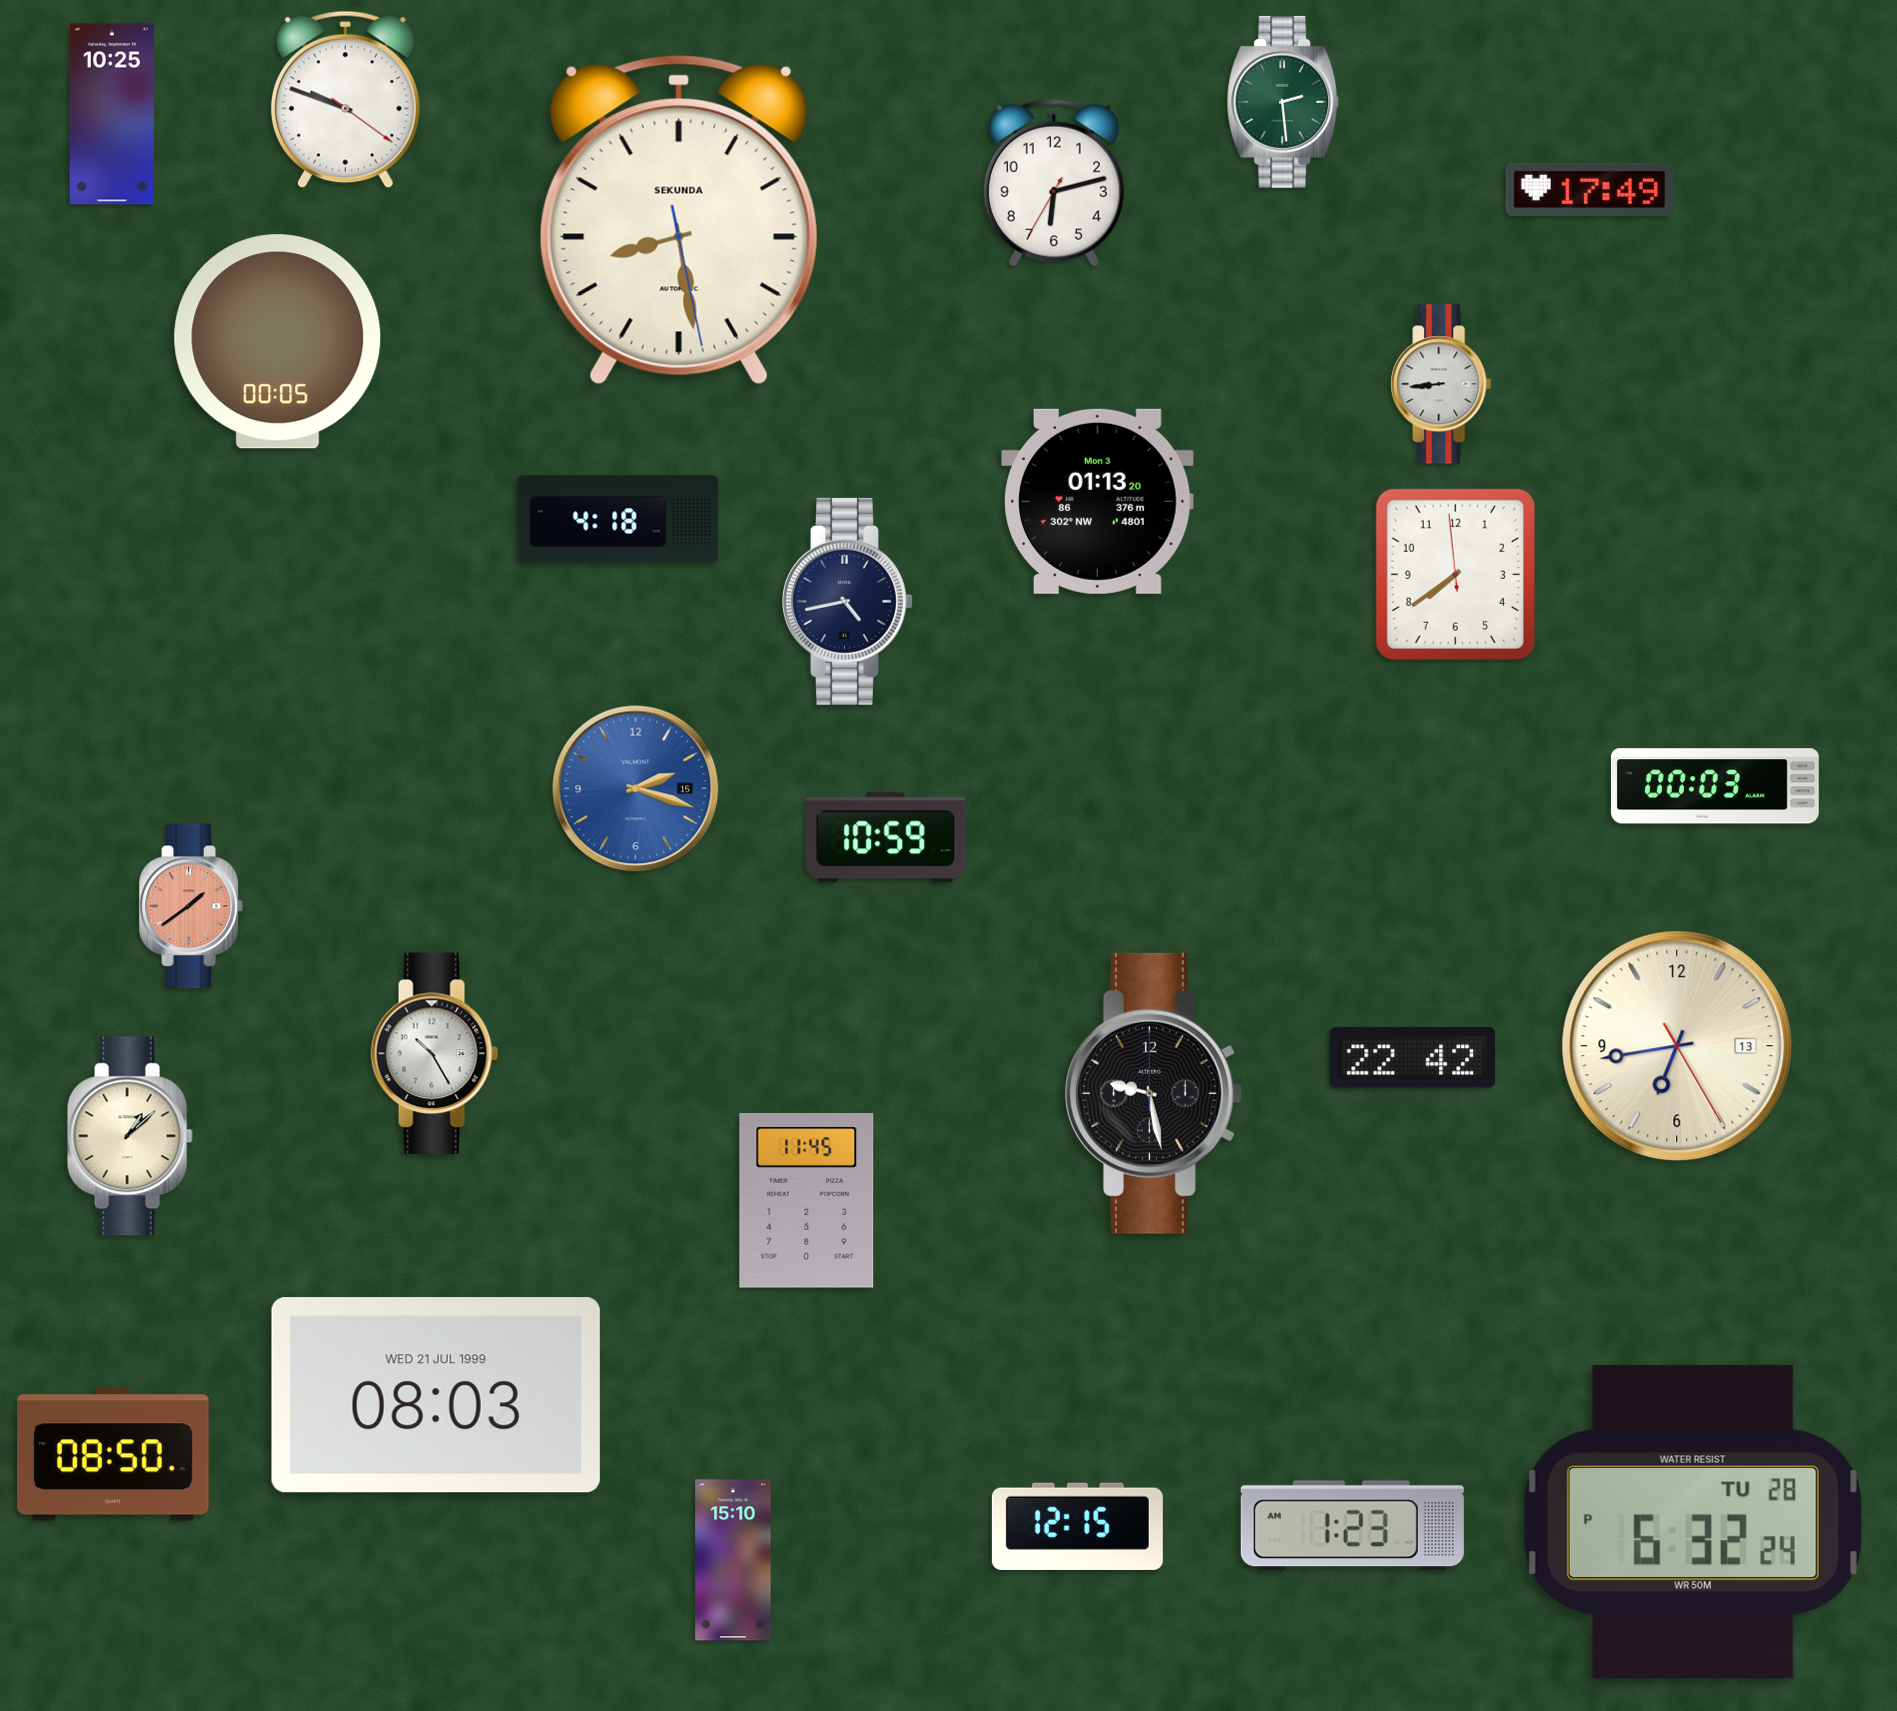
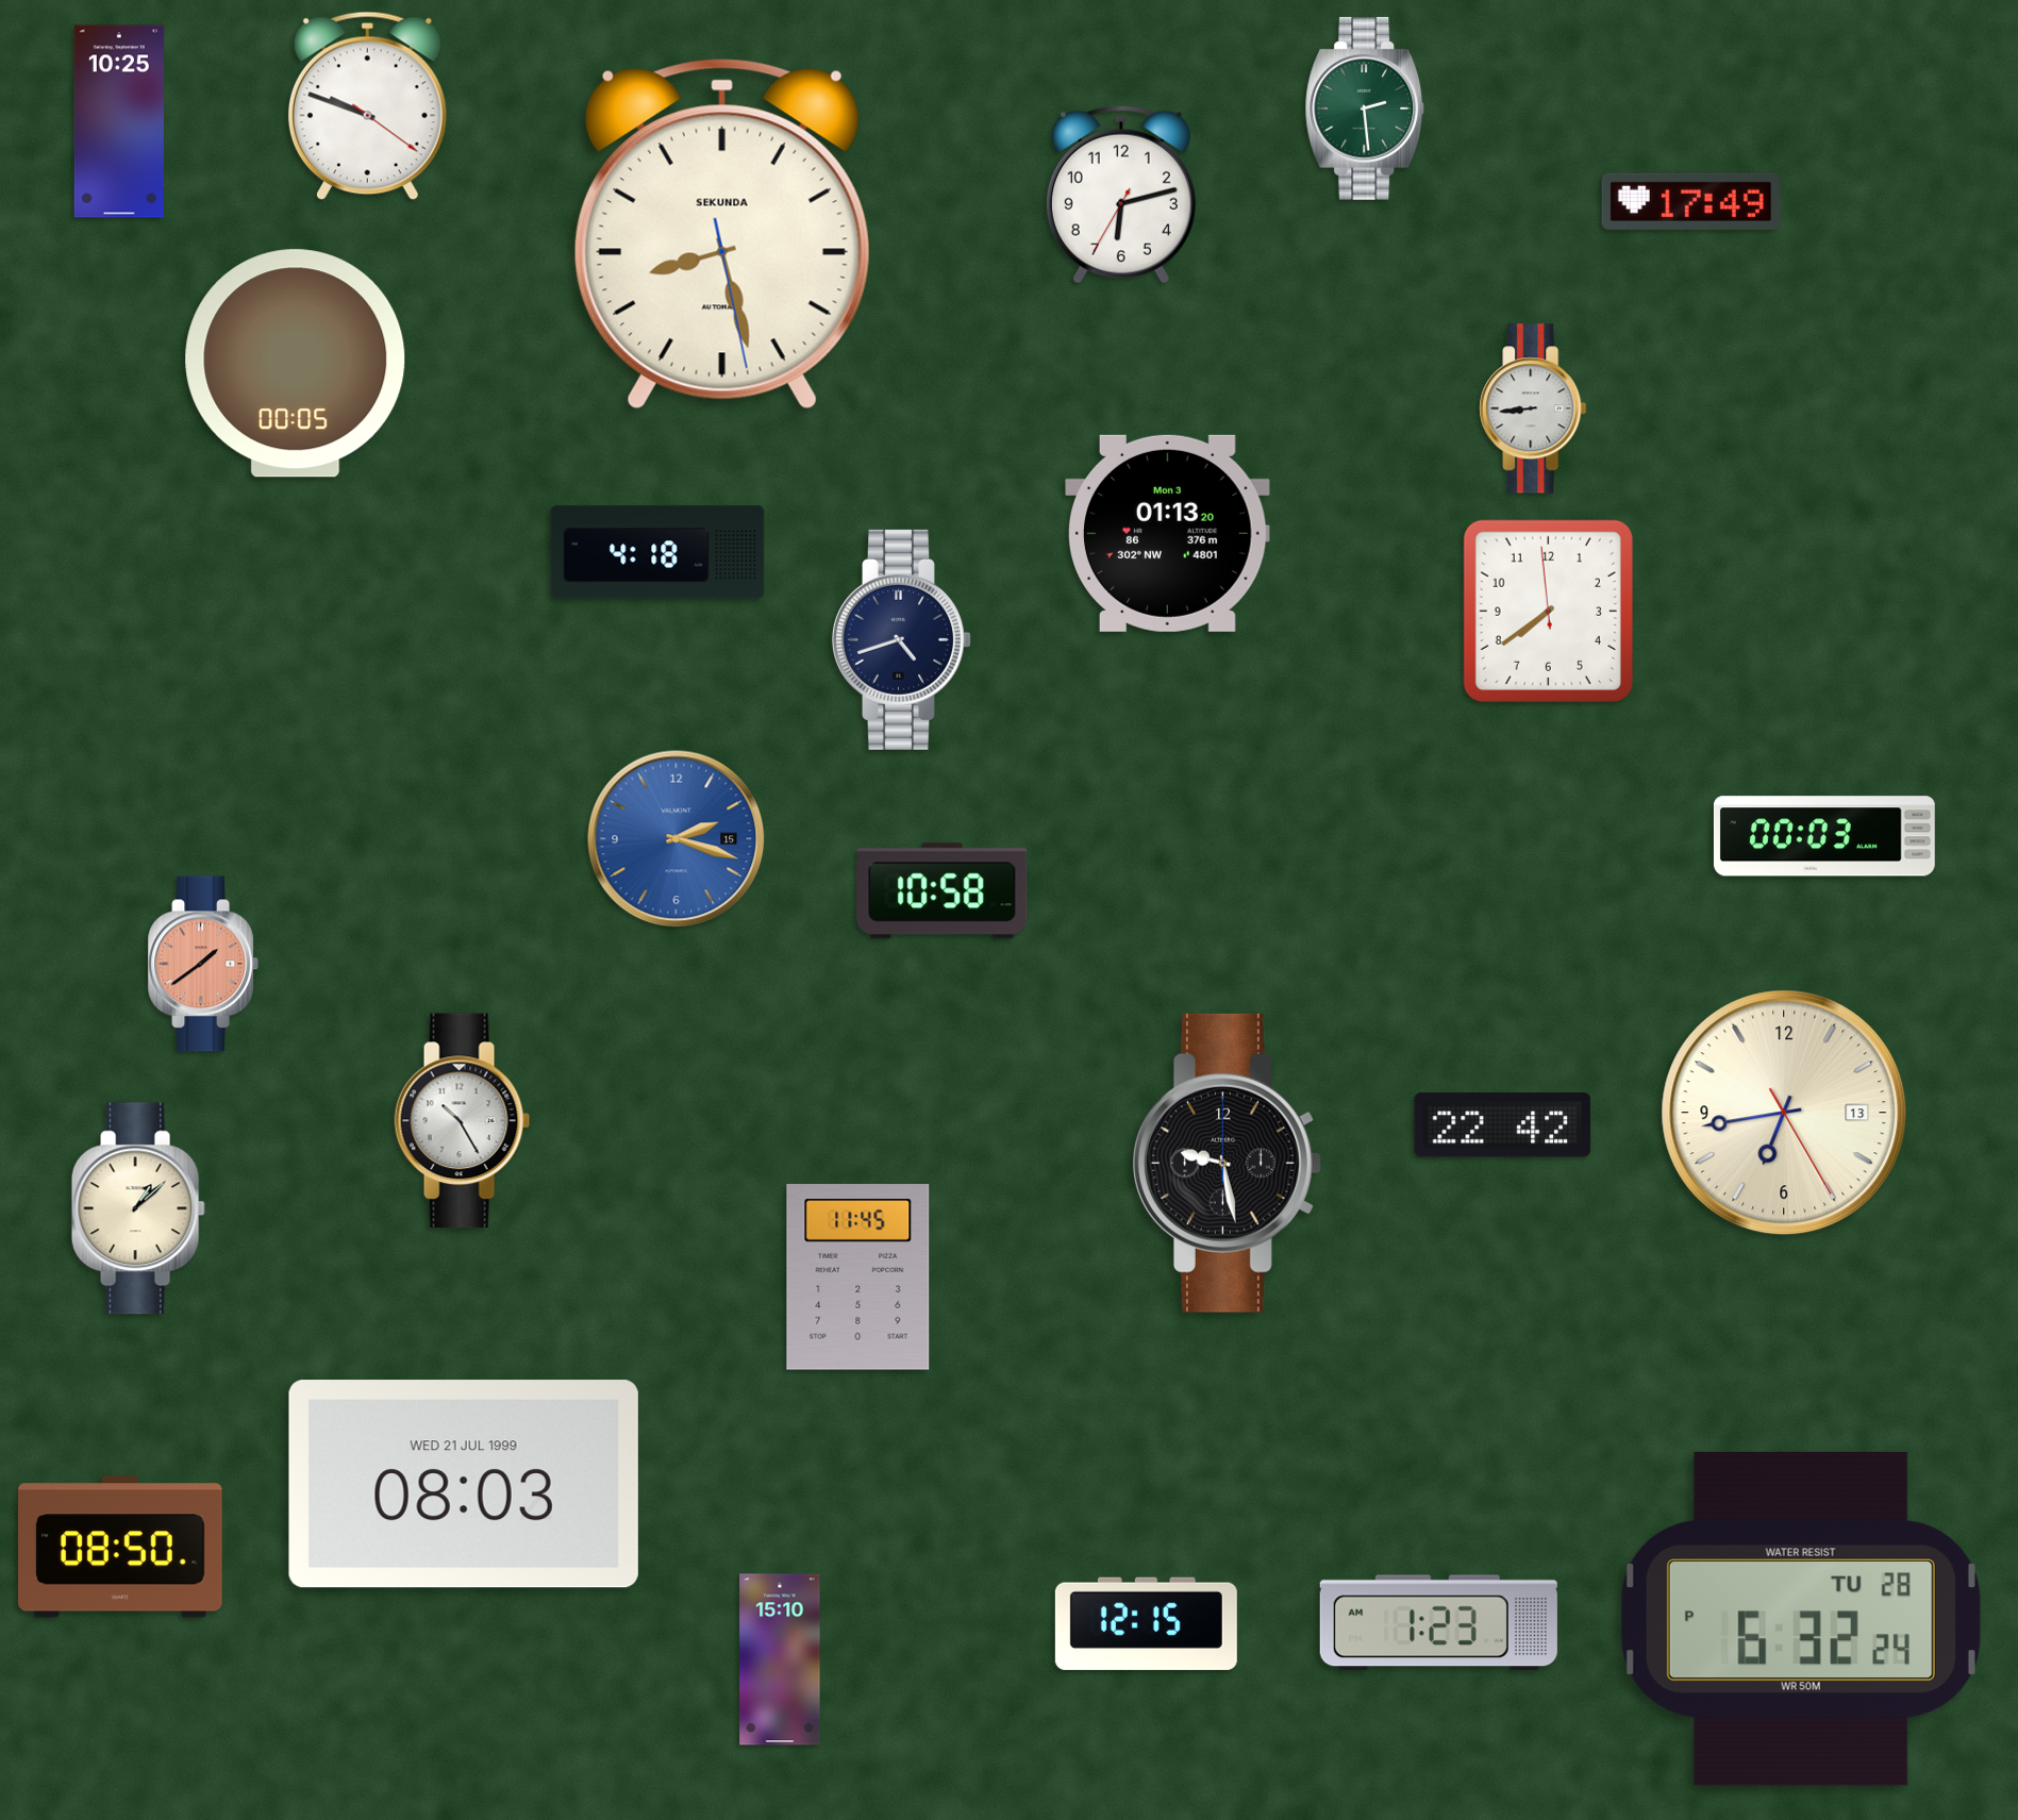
clock at (679, 220): 8:28 -> 8:27
clock at (848, 601): 4:43 -> 4:42
clock at (886, 838): 10:59 -> 10:58
